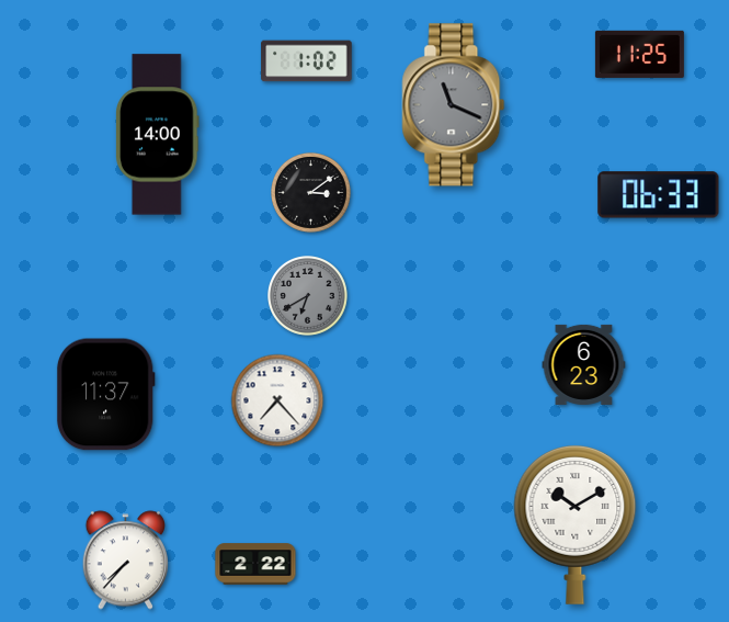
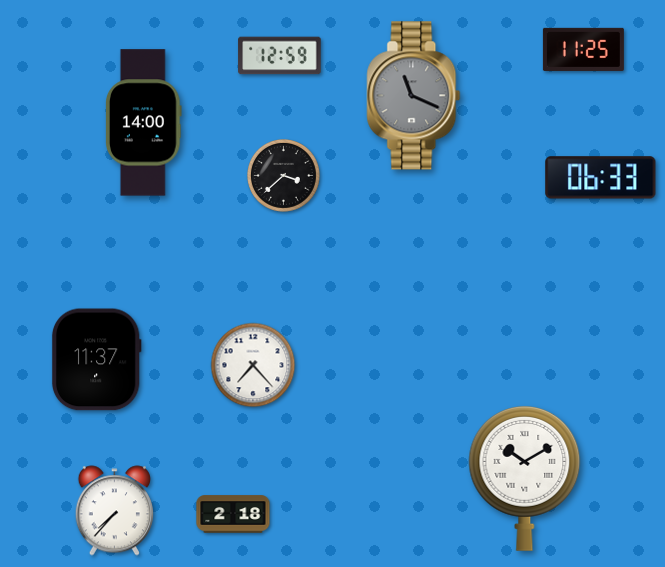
clock at (307, 61): 1:02 -> 12:59
clock at (311, 193): 3:09 -> 3:38
clock at (308, 296): 6:40 -> none
clock at (584, 364): 6:23 -> none
clock at (255, 564): 2:22 -> 2:18
